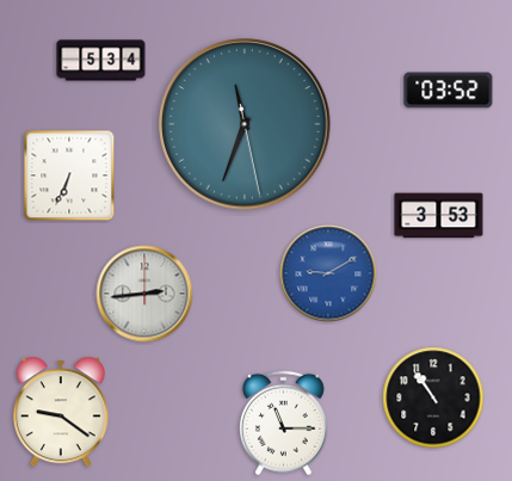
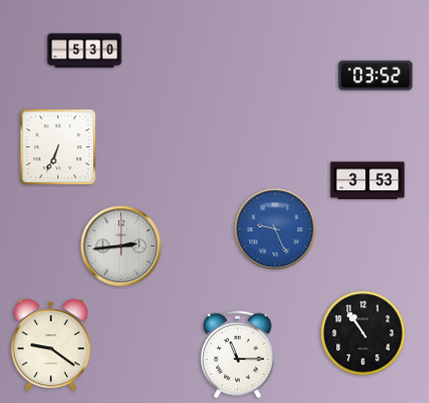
clock at (101, 61): 5:34 -> 5:30
clock at (245, 124): 11:33 -> none
clock at (328, 273): 9:10 -> 9:26
